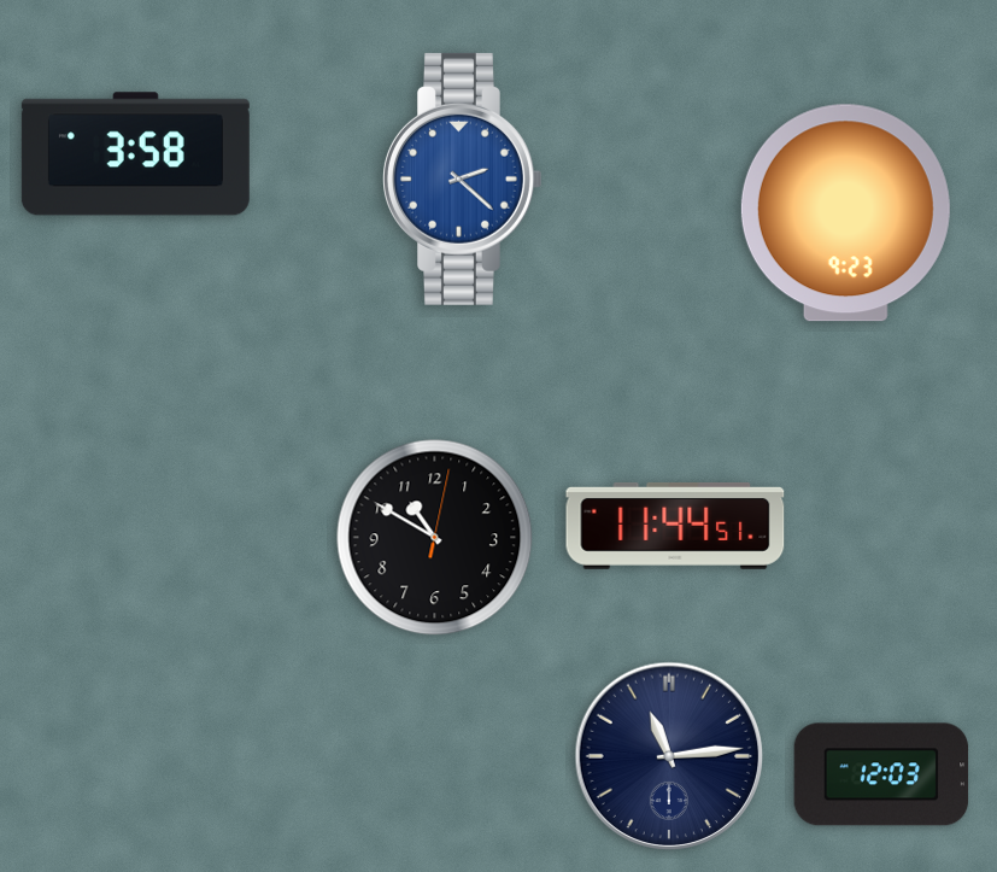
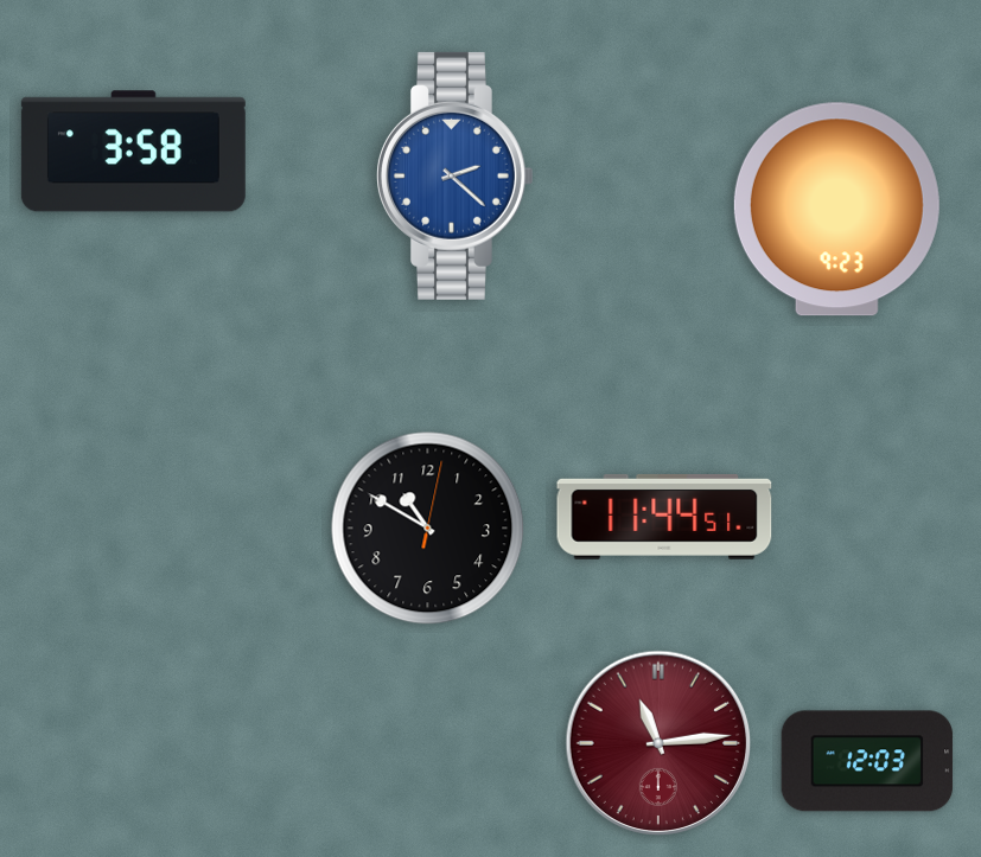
clock at (845, 213) position: (845, 213) -> (836, 210)
clock at (669, 756) dial: navy -> burgundy
